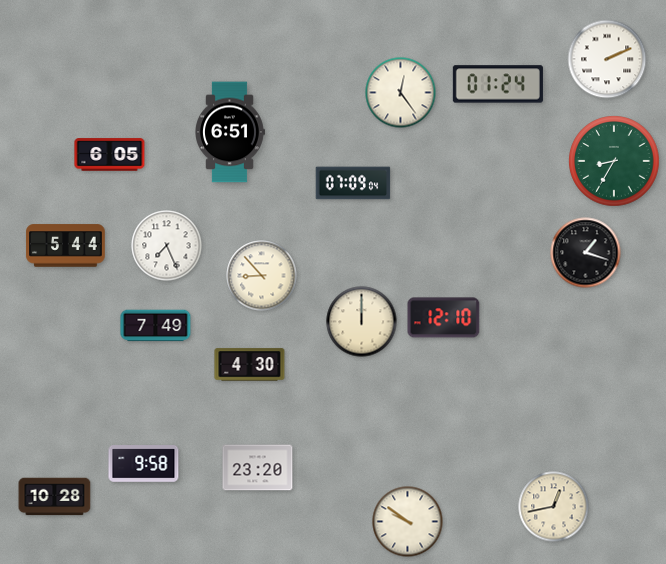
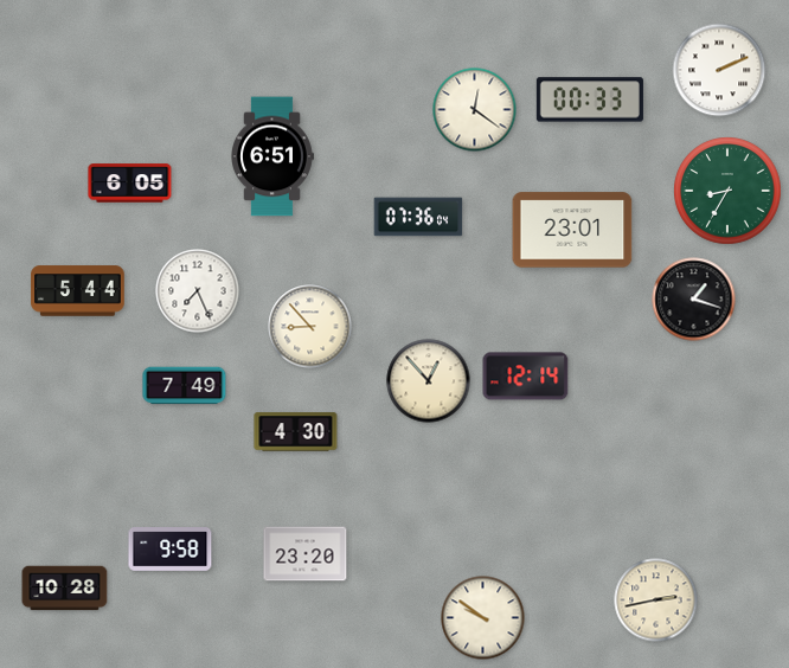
clock at (498, 84): 01:24 -> 00:33
clock at (401, 93): 12:24 -> 12:21
clock at (353, 183): 07:09 -> 07:36
clock at (572, 230): none -> 23:01
clock at (444, 318): 12:10 -> 12:14
clock at (362, 322): 12:00 -> 12:53
clock at (554, 507): 12:43 -> 2:43
